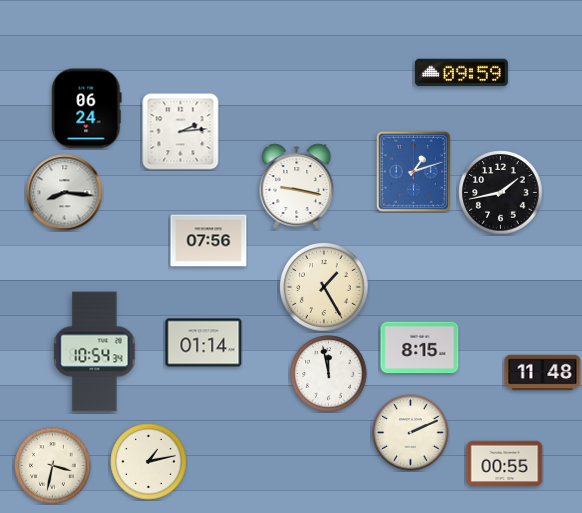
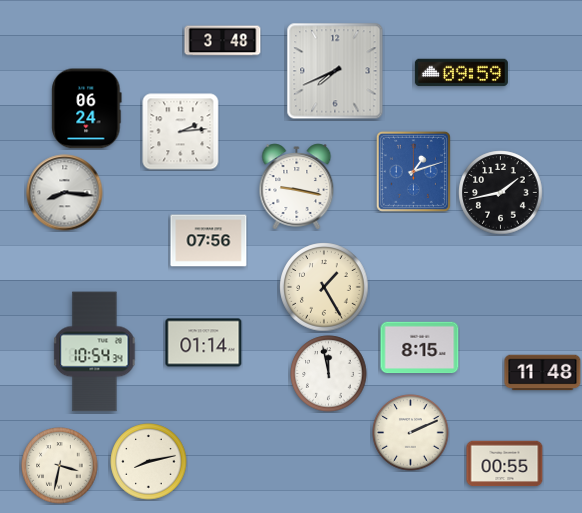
clock at (223, 41): none -> 3:48
clock at (335, 71): none -> 7:41
clock at (149, 462): 1:13 -> 8:13
clock at (53, 466) position: (53, 466) -> (60, 466)
